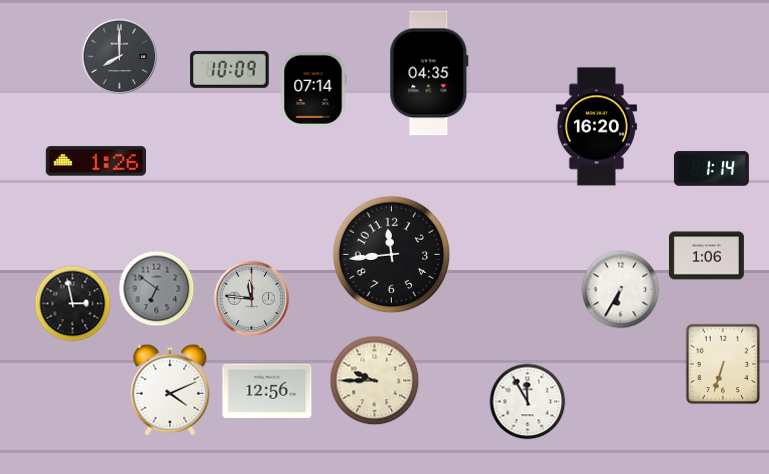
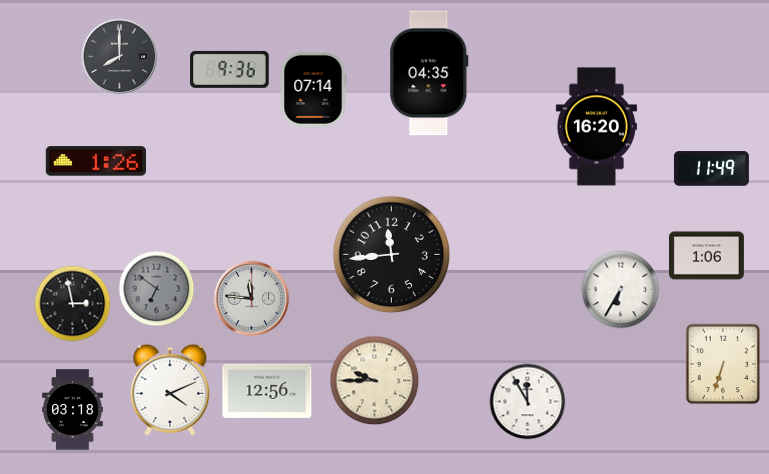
clock at (230, 69): 10:09 -> 9:36
clock at (711, 169): 1:14 -> 11:49
clock at (73, 410): none -> 03:18
